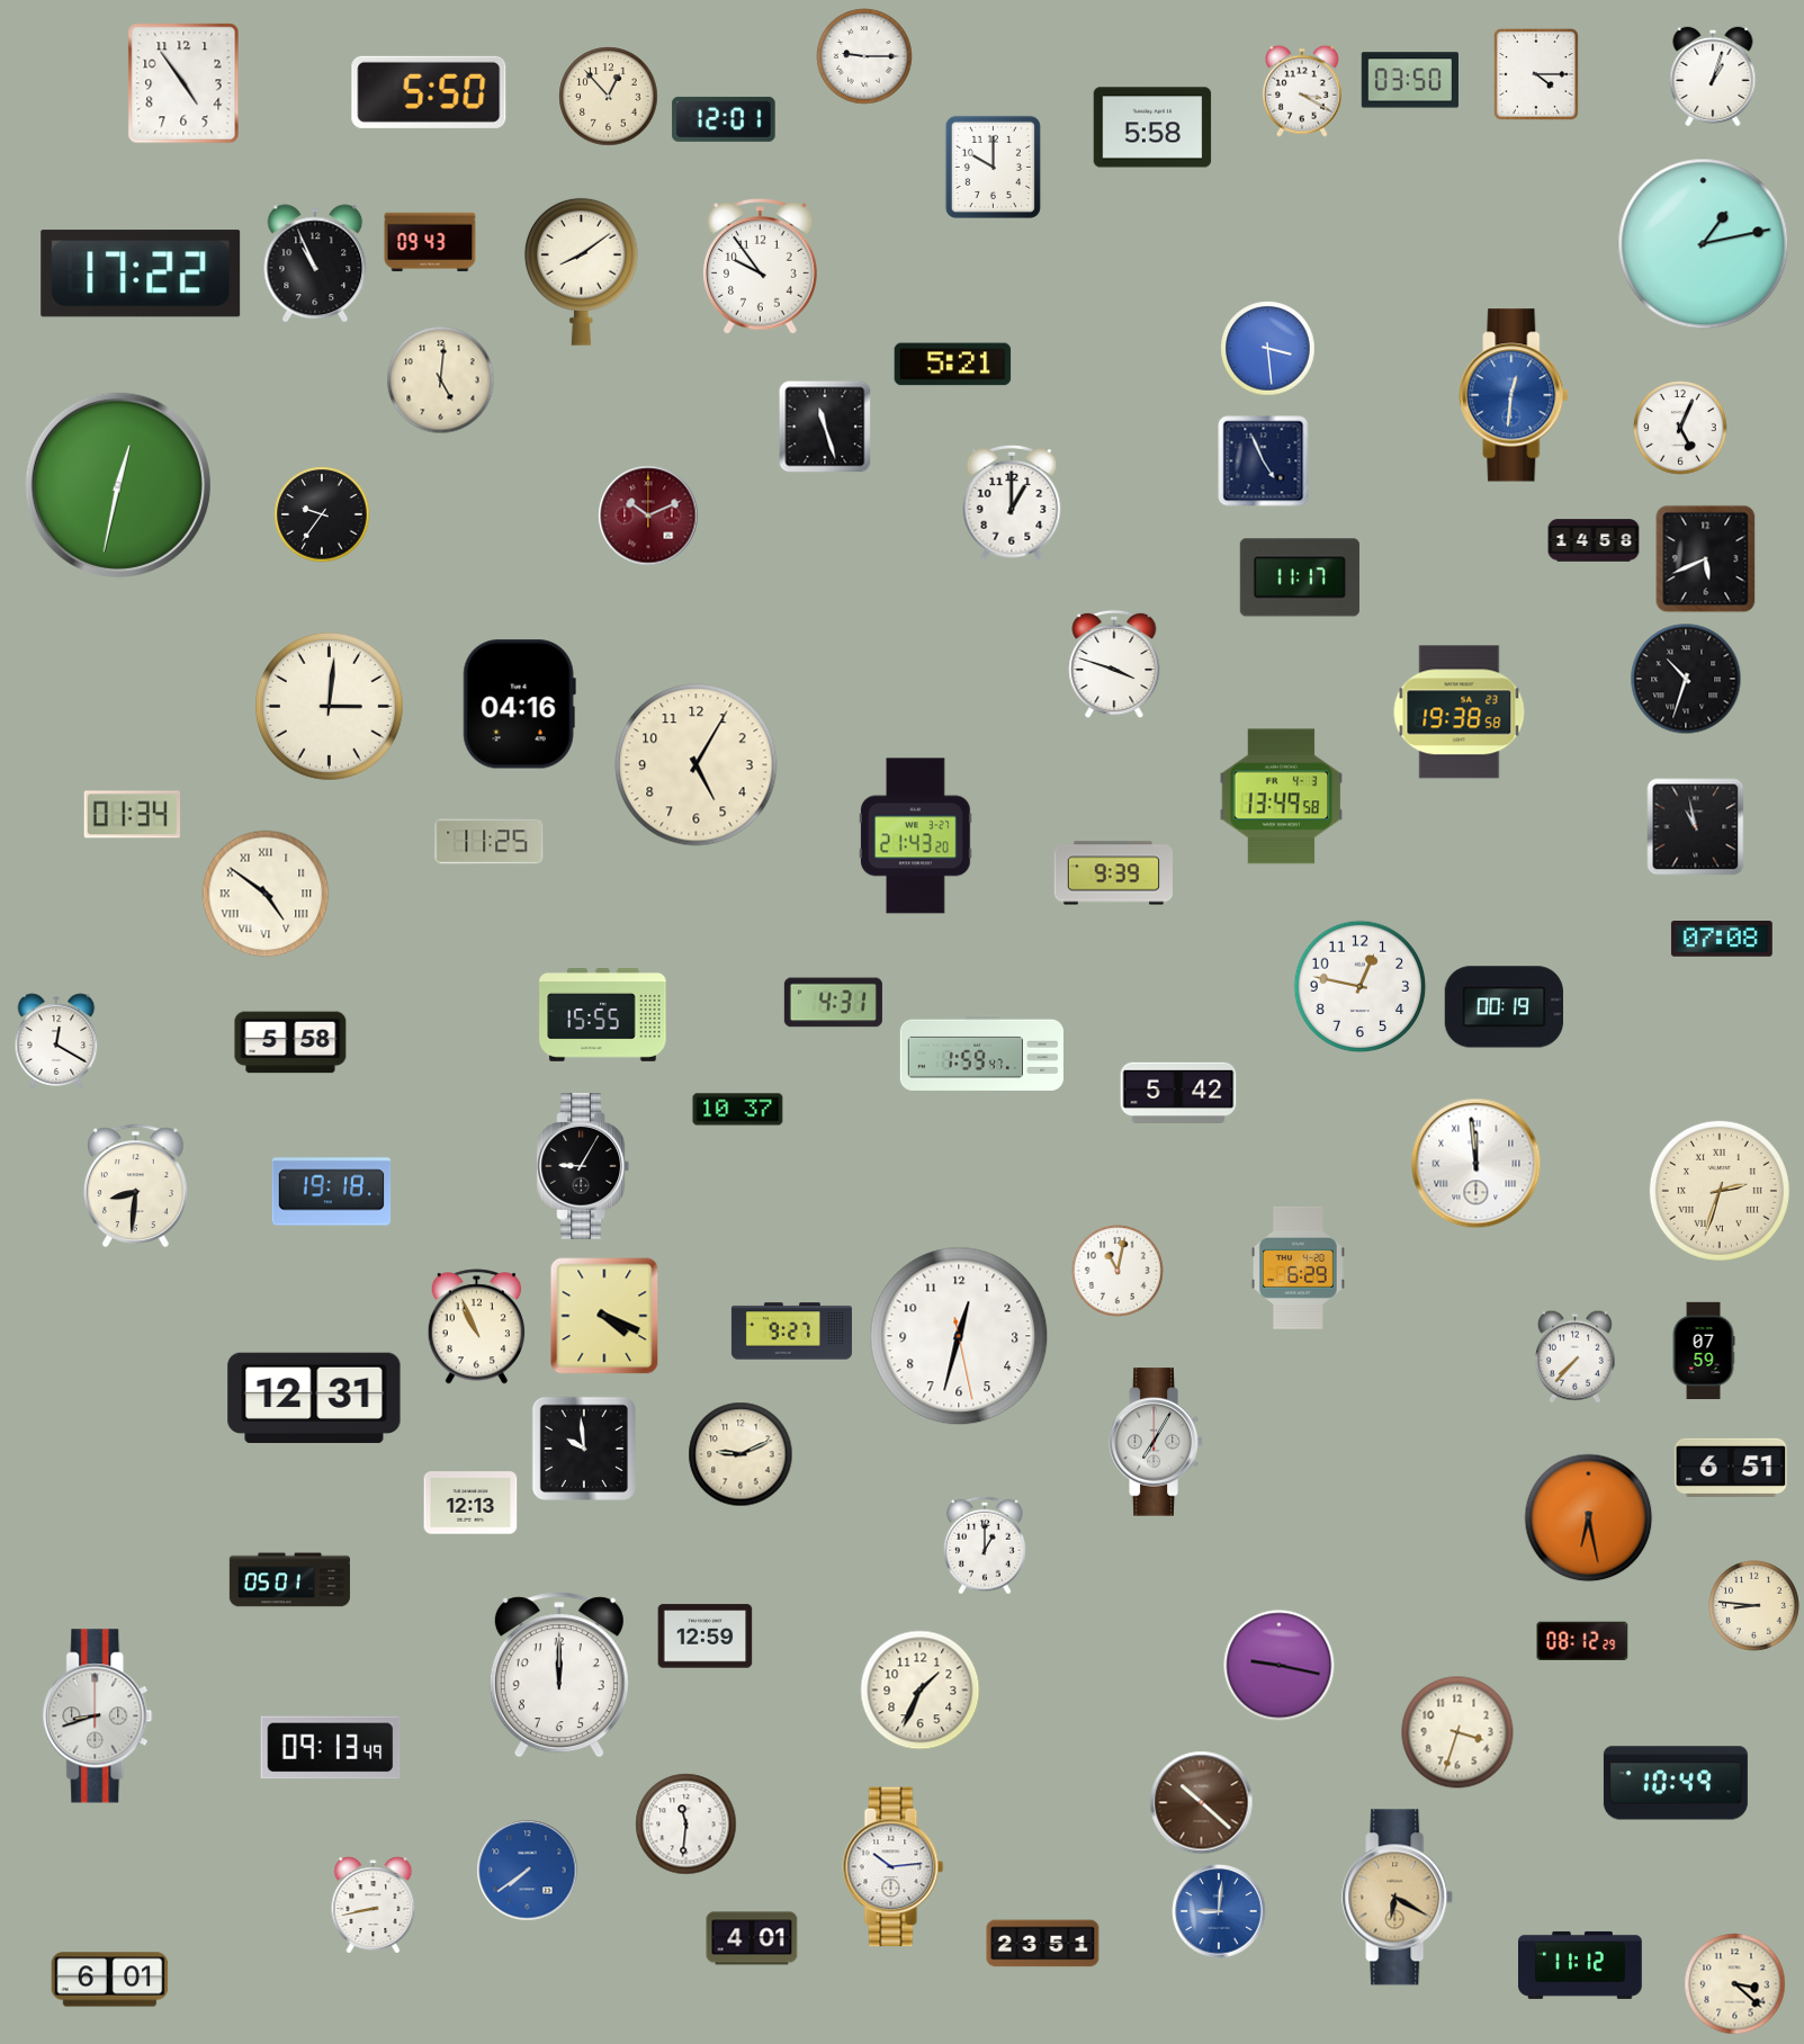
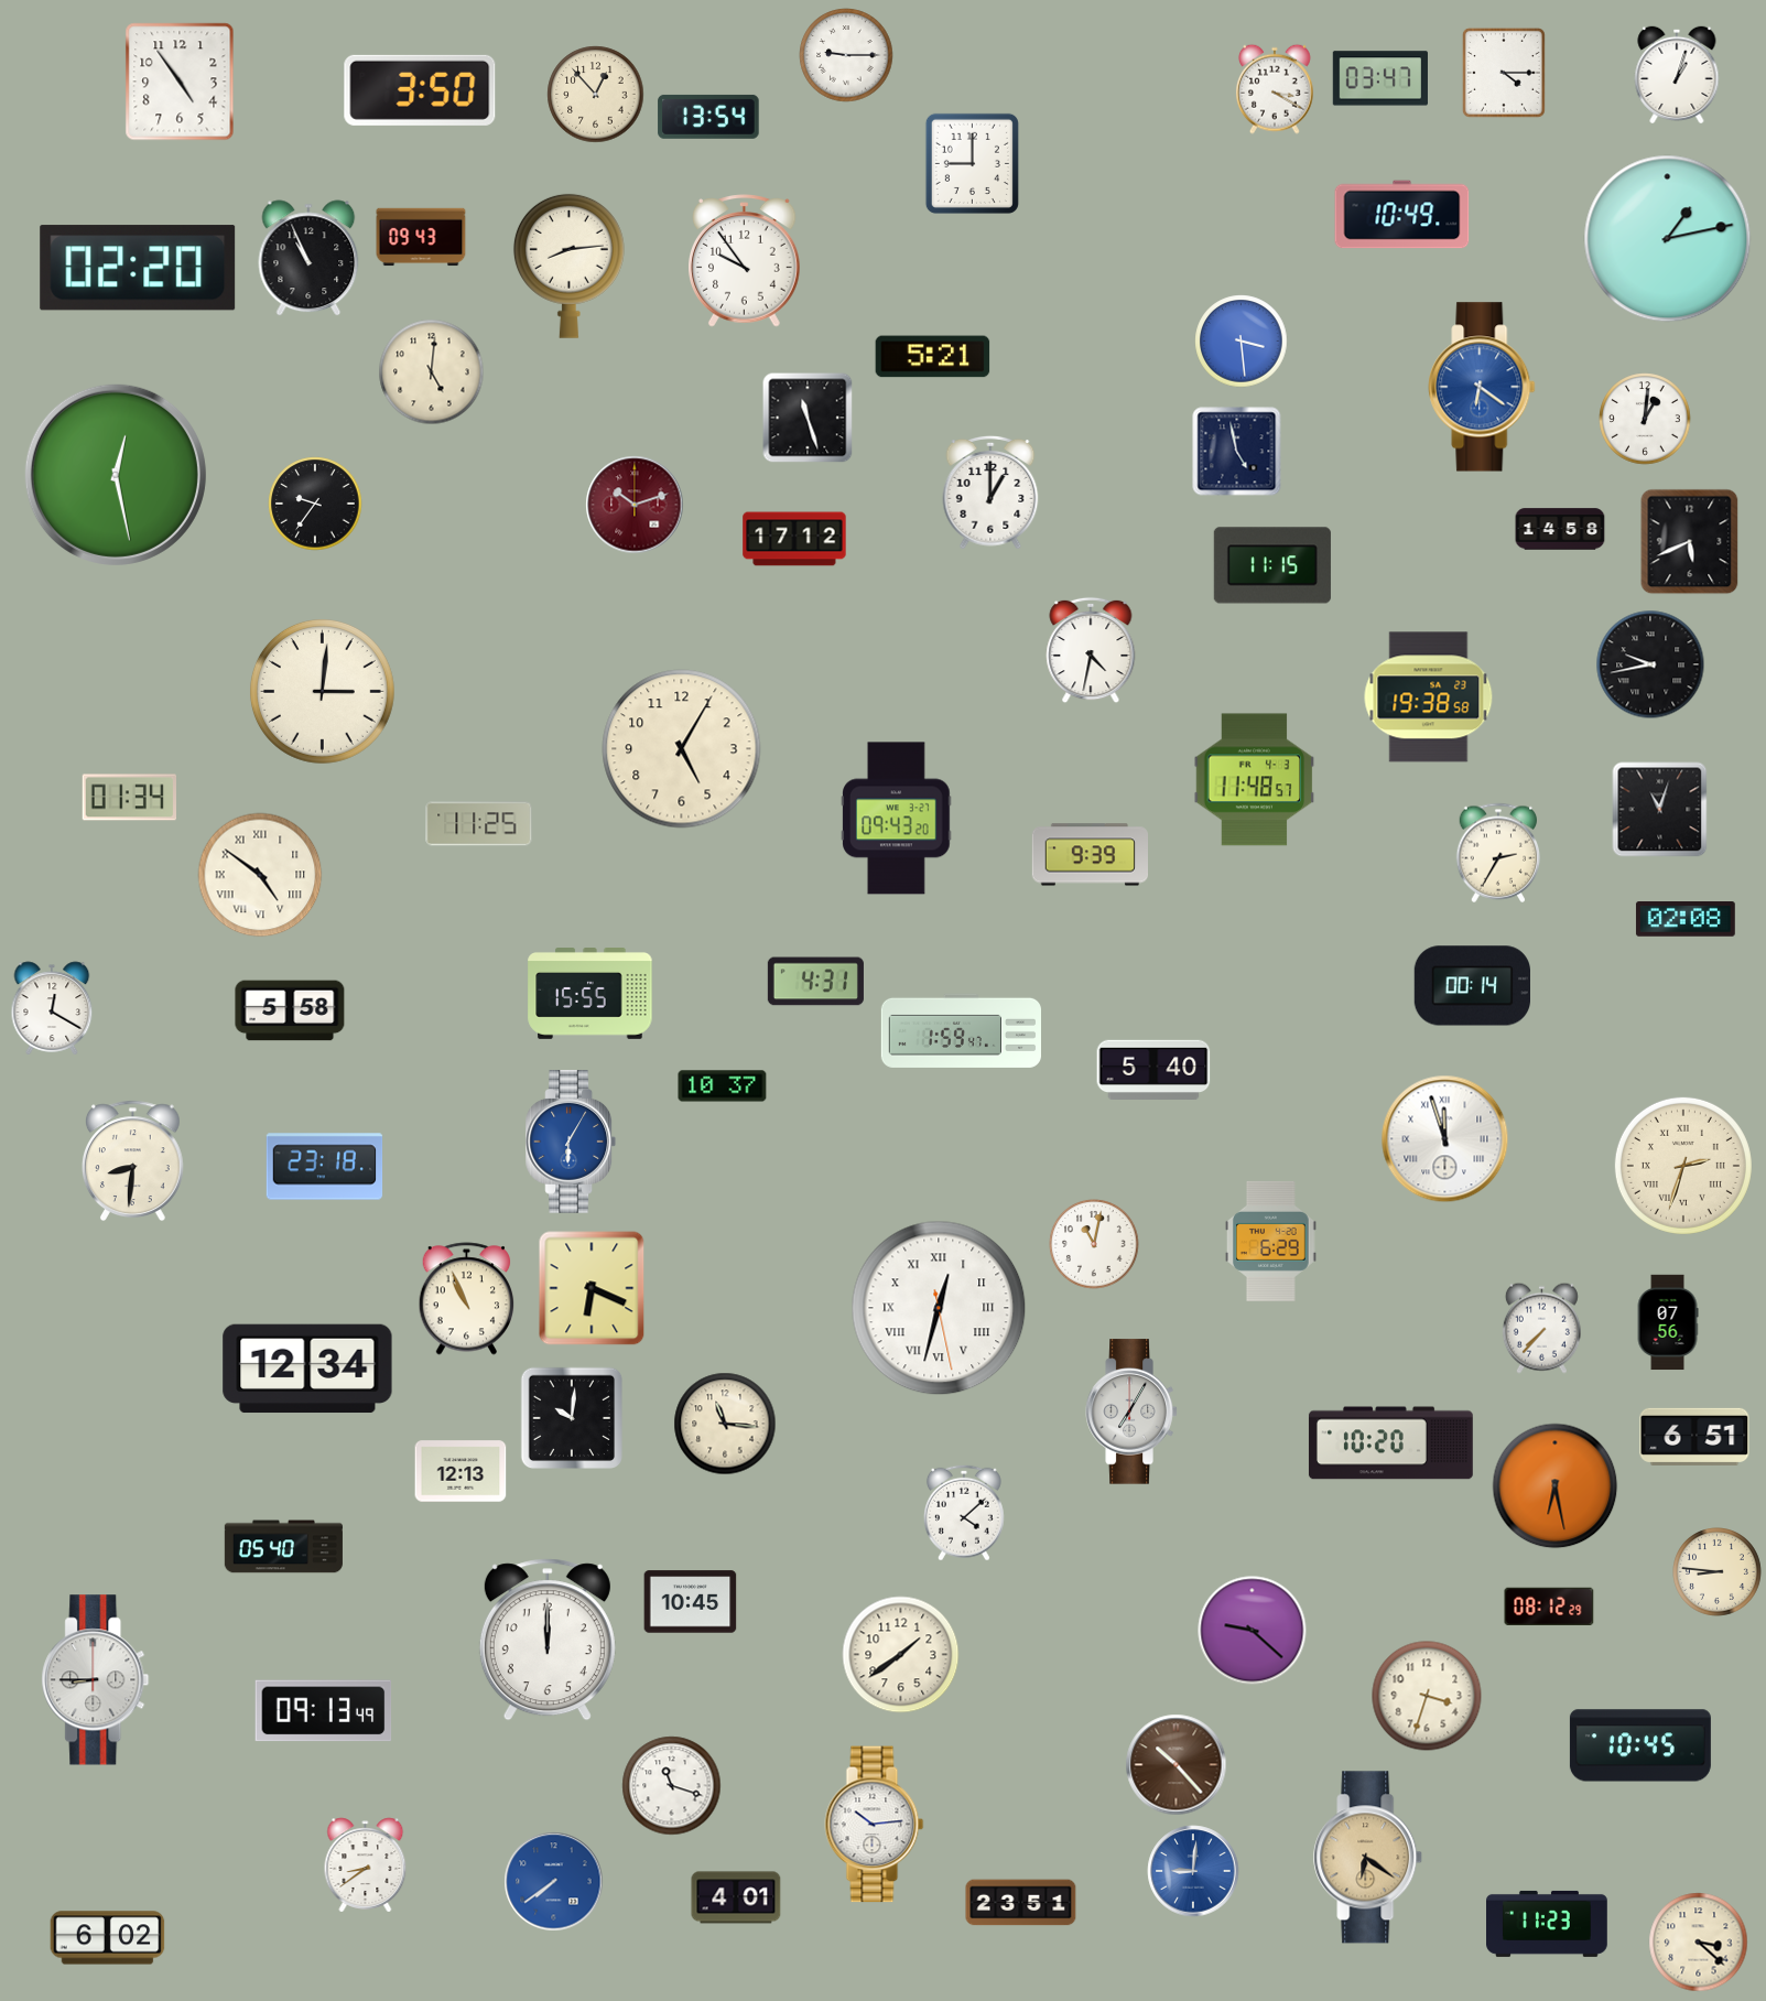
clock at (1410, 80): 03:50 -> 03:47
clock at (429, 92): 5:50 -> 3:50
clock at (724, 119): 12:01 -> 13:54
clock at (1152, 127): 5:58 -> none
clock at (993, 167): 10:00 -> 9:00
clock at (1402, 215): none -> 10:49
clock at (581, 271): 8:09 -> 8:14
clock at (141, 274): 17:22 -> 02:20
clock at (1514, 395): 12:31 -> 6:21
clock at (1680, 428): 5:04 -> 1:01
clock at (1264, 461): 4:56 -> 4:58
clock at (118, 485): 12:32 -> 12:28
clock at (648, 516): 10:11 -> 10:12
clock at (794, 539): none -> 17:12
clock at (1706, 559) position: (1706, 559) -> (1690, 542)
clock at (1300, 577): 11:17 -> 11:15
clock at (1114, 664): 3:48 -> 4:32
clock at (1686, 679): 10:33 -> 9:43
clock at (519, 705): 04:16 -> none
clock at (1282, 797): 13:49 -> 11:48
clock at (1696, 827): 10:58 -> 11:03
clock at (916, 836): 21:43 -> 09:43
clock at (1498, 853): none -> 2:35
clock at (1722, 939): 07:08 -> 02:08
clock at (1361, 987): 12:47 -> none
clock at (1504, 1007): 00:19 -> 00:14
clock at (56, 1041) position: (56, 1041) -> (52, 1008)
clock at (290, 1042) position: (290, 1042) -> (290, 1010)
clock at (1178, 1093): 5:42 -> 5:40
clock at (1477, 1164): 11:59 -> 11:57
clock at (583, 1167): 9:05 -> 6:05
clock at (583, 1167) dial: black -> blue
clock at (332, 1192): 19:18 -> 23:18
clock at (604, 1316): 4:19 -> 6:19
clock at (791, 1332): 9:27 -> none
clock at (959, 1336) numerals: Arabic -> Roman
clock at (1704, 1351): 07:59 -> 07:56
clock at (314, 1398): 12:31 -> 12:34
clock at (583, 1447): 9:59 -> 10:01
clock at (741, 1454): 9:11 -> 11:16
clock at (1390, 1443): none -> 10:20
clock at (985, 1545): 1:00 -> 4:08
clock at (289, 1580): 05:01 -> 05:40
clock at (706, 1637): 12:59 -> 10:45
clock at (1280, 1666): 9:17 -> 9:22
clock at (921, 1691): 1:34 -> 1:39
clock at (98, 1716): 8:42 -> 8:45
clock at (1676, 1783): 10:49 -> 10:45
clock at (1202, 1803): 10:22 -> 10:23
clock at (686, 1825): 11:31 -> 11:18
clock at (894, 1867) position: (894, 1867) -> (875, 1825)
clock at (528, 1871) position: (528, 1871) -> (554, 1882)
clock at (1398, 1898): 6:20 -> 6:21
clock at (374, 1906): 8:43 -> 8:39
clock at (1581, 1965): 11:12 -> 11:23
clock at (110, 1980): 6:01 -> 6:02
